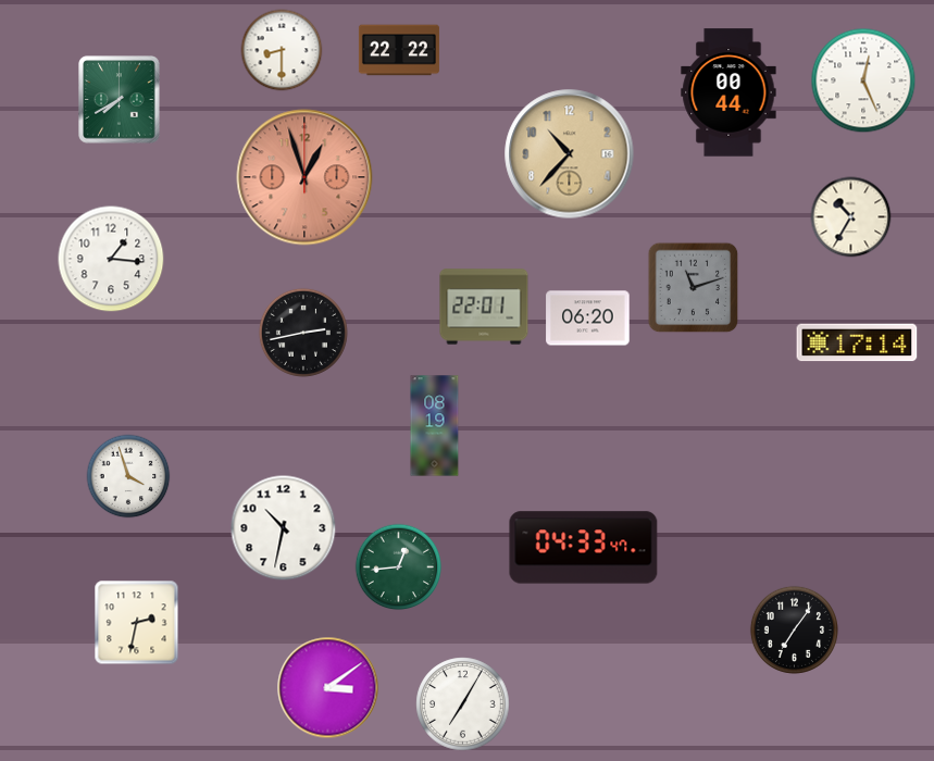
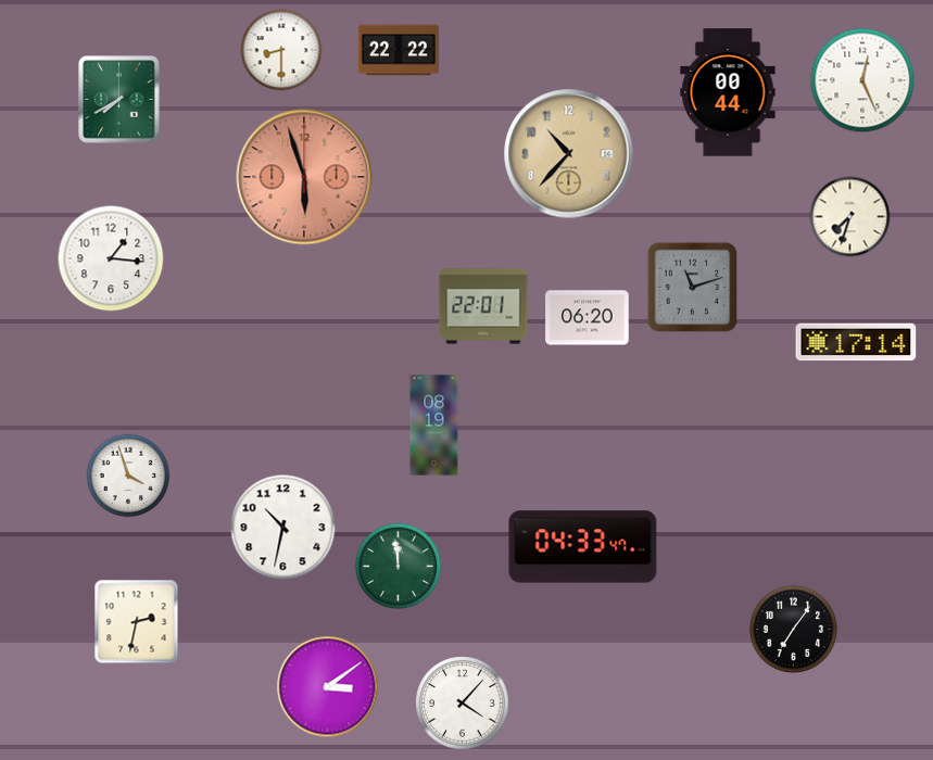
clock at (304, 177): 12:57 -> 5:57
clock at (851, 217): 10:35 -> 7:33
clock at (303, 333): 2:43 -> none
clock at (399, 567): 12:44 -> 11:59
clock at (463, 704): 7:05 -> 4:07
